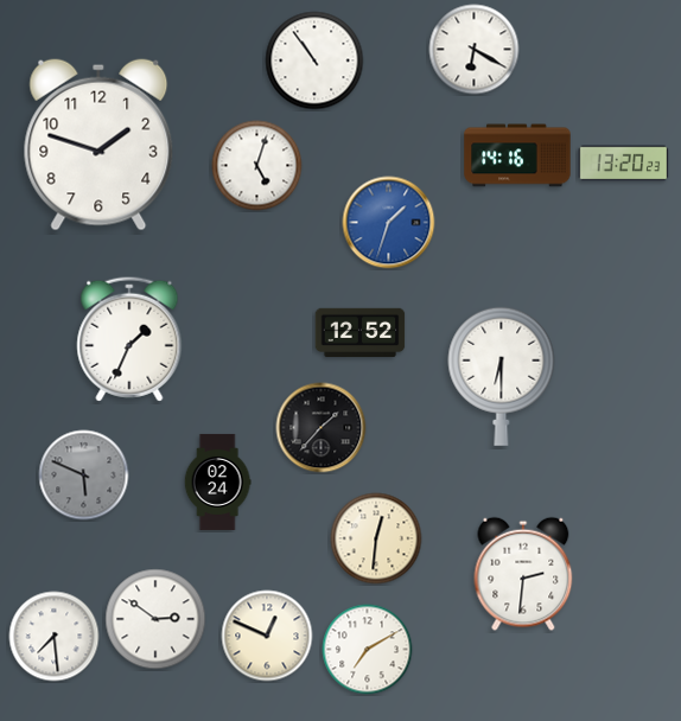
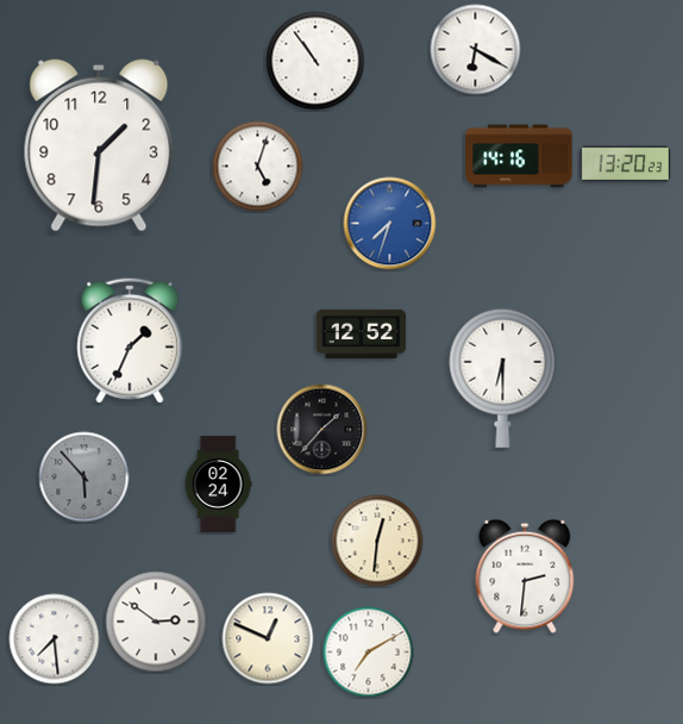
clock at (98, 145): 1:48 -> 1:31
clock at (389, 223): 1:33 -> 7:33
clock at (84, 476): 5:49 -> 5:53
